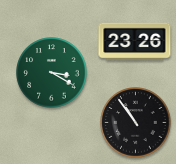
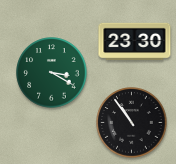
clock at (135, 42): 23:26 -> 23:30
clock at (136, 123) position: (136, 123) -> (132, 123)
